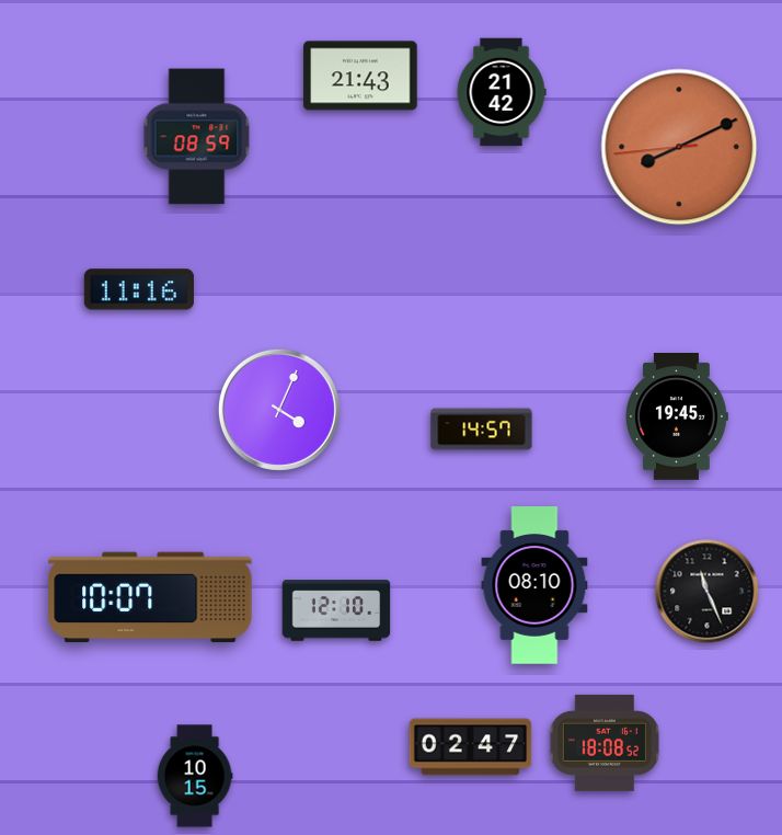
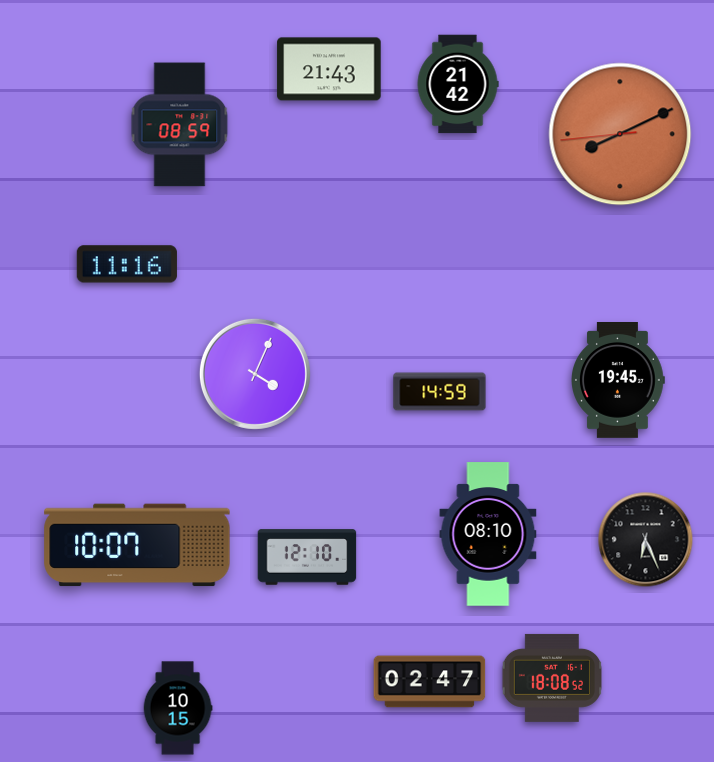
clock at (482, 430): 14:57 -> 14:59
clock at (708, 592): 11:26 -> 6:26
